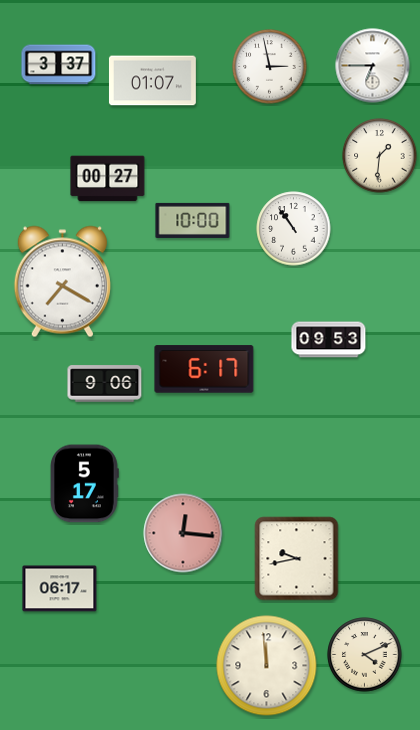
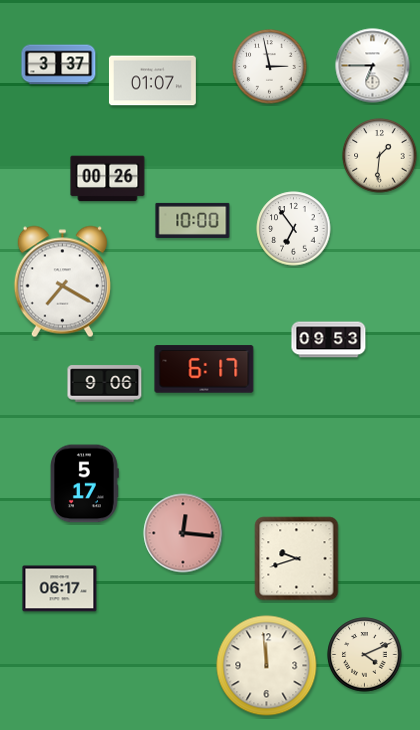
clock at (108, 179): 00:27 -> 00:26
clock at (294, 229): 10:54 -> 6:54
clock at (297, 559): 9:43 -> 9:42
